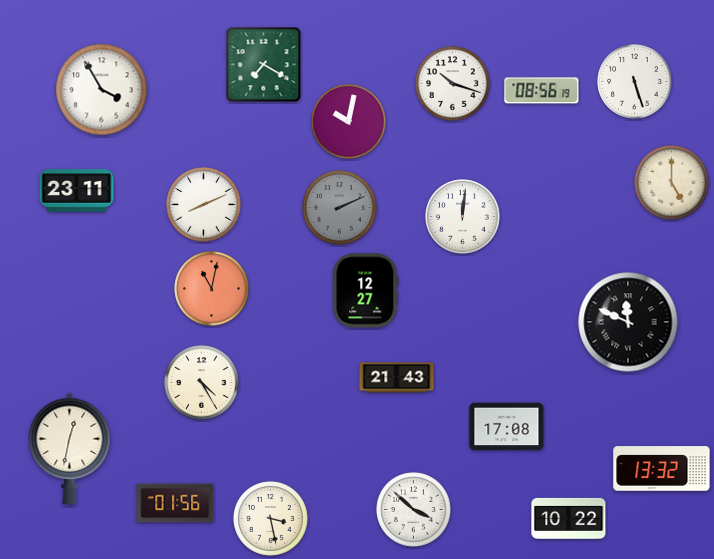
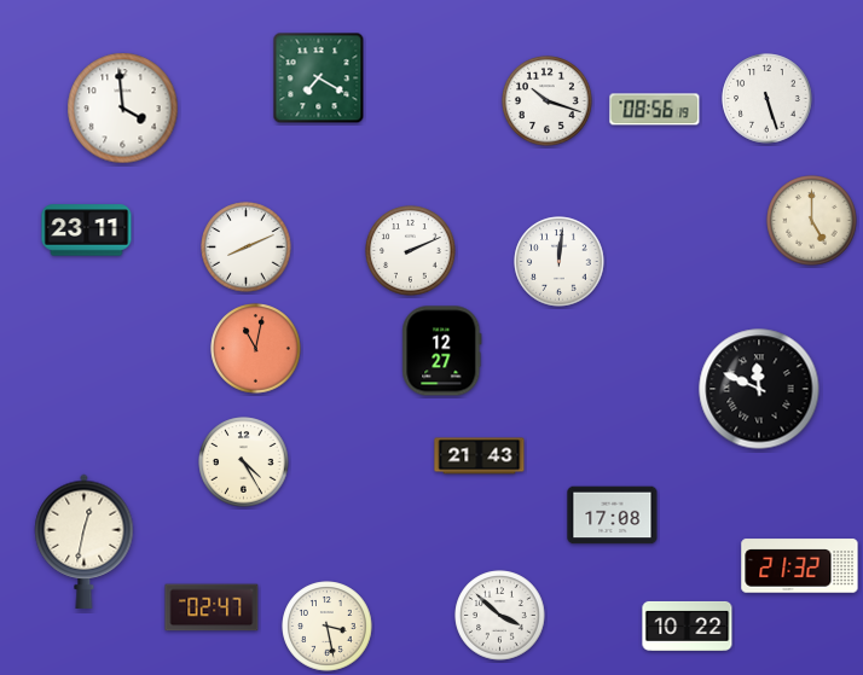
clock at (102, 90): 3:55 -> 3:59
clock at (349, 122): 10:02 -> none
clock at (77, 191) position: (77, 191) -> (87, 231)
clock at (340, 208) dial: grey -> white
clock at (662, 469): 13:32 -> 21:32
clock at (175, 503): 01:56 -> 02:47
